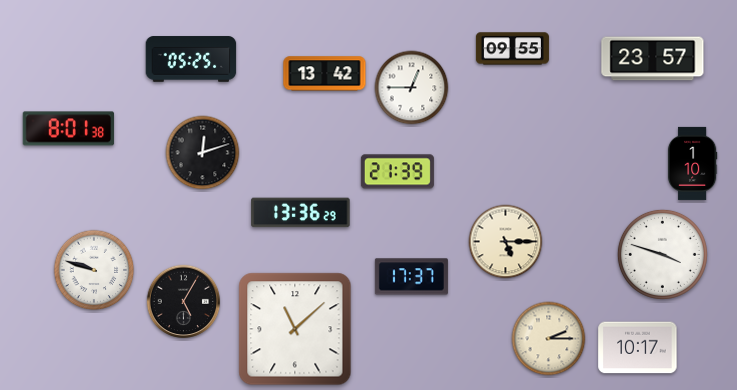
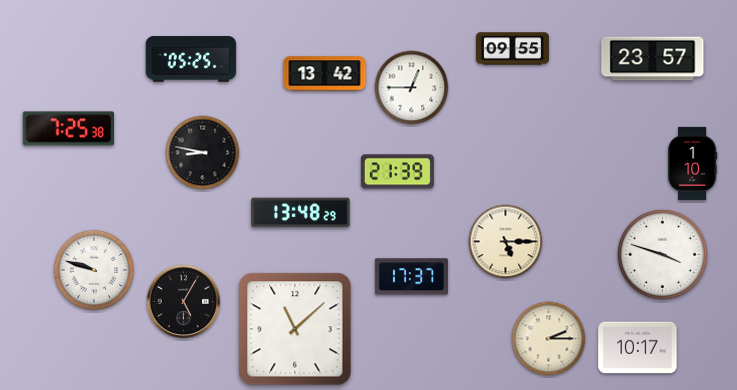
clock at (69, 129): 8:01 -> 7:25
clock at (203, 153): 12:12 -> 8:47
clock at (301, 213): 13:36 -> 13:48
